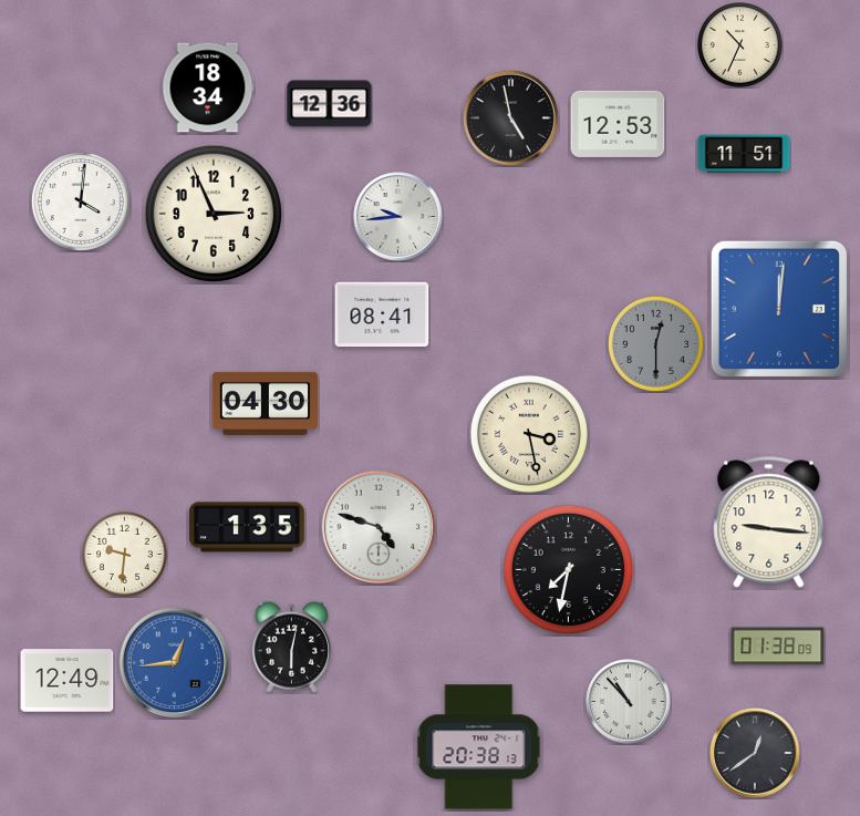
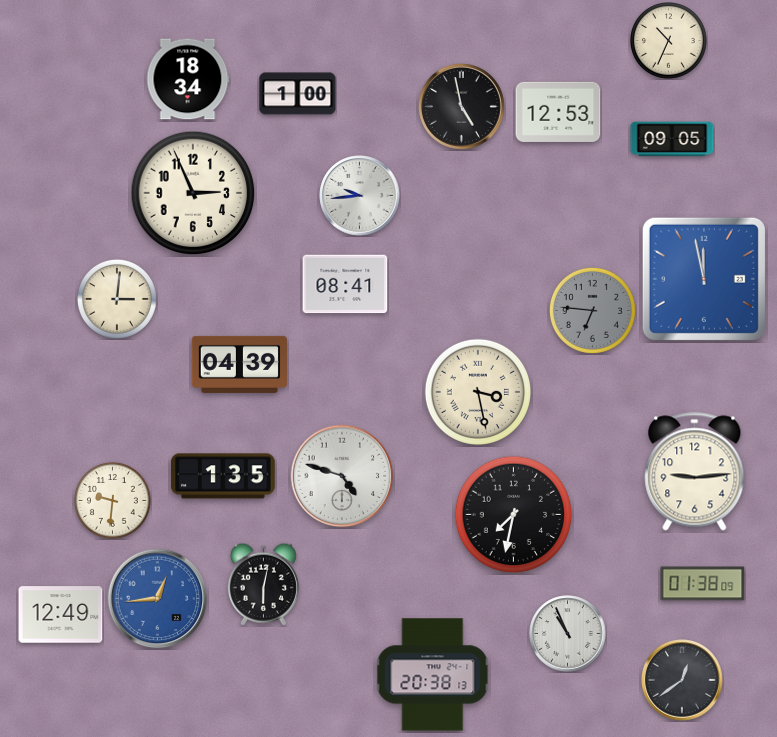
clock at (330, 104): 12:36 -> 1:00
clock at (744, 154): 11:51 -> 09:05
clock at (81, 202): 4:01 -> none
clock at (779, 309): 12:01 -> 11:58
clock at (117, 299): none -> 3:01
clock at (655, 343): 12:30 -> 6:46
clock at (265, 403): 04:30 -> 04:39
clock at (769, 523): 9:16 -> 9:14
clock at (629, 702): 10:53 -> 10:56
